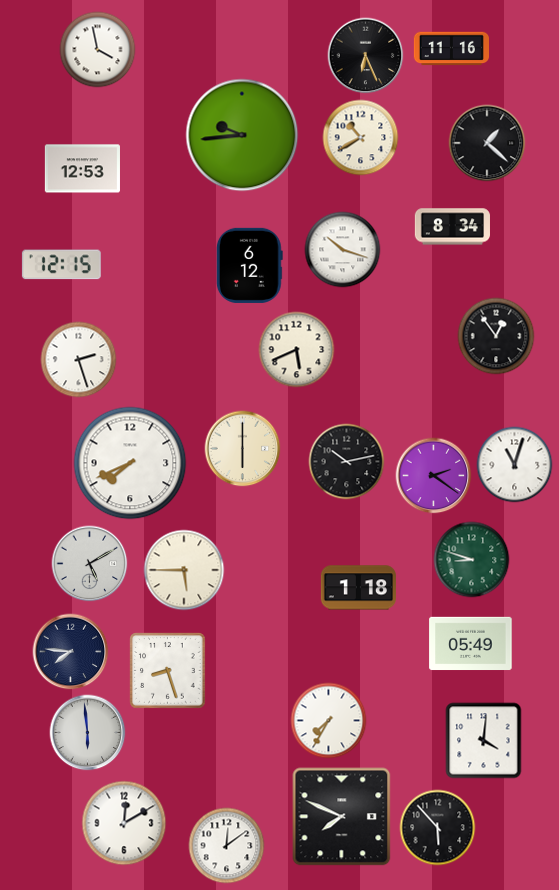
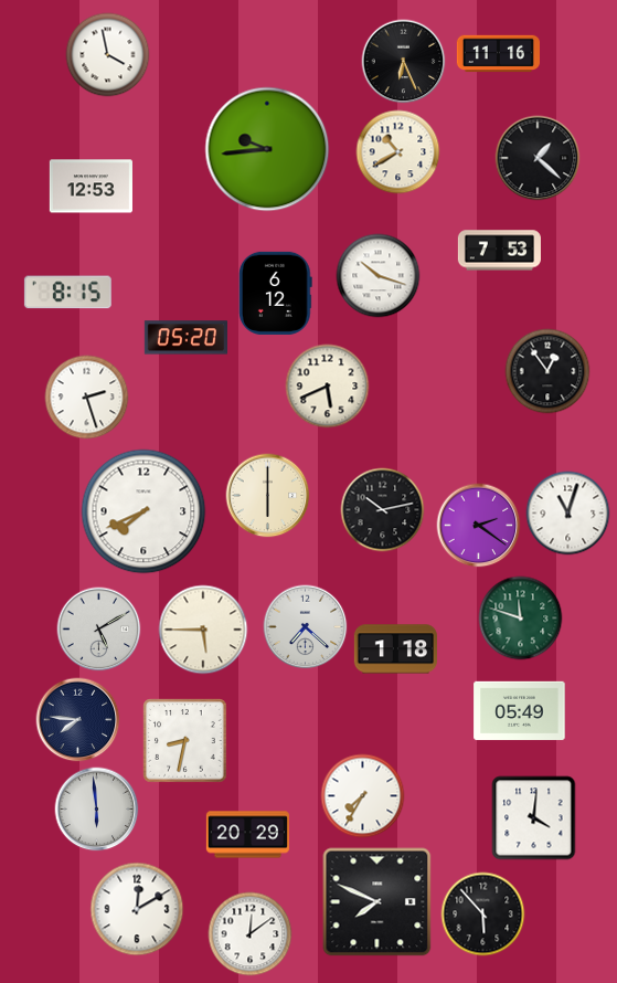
clock at (452, 227): 8:34 -> 7:53
clock at (61, 265): 12:15 -> 8:15
clock at (185, 338): none -> 05:20
clock at (472, 560): 8:48 -> 11:48
clock at (90, 564) position: (90, 564) -> (99, 630)
clock at (306, 627): none -> 7:22
clock at (168, 671): 8:27 -> 8:32
clock at (247, 835): none -> 20:29
